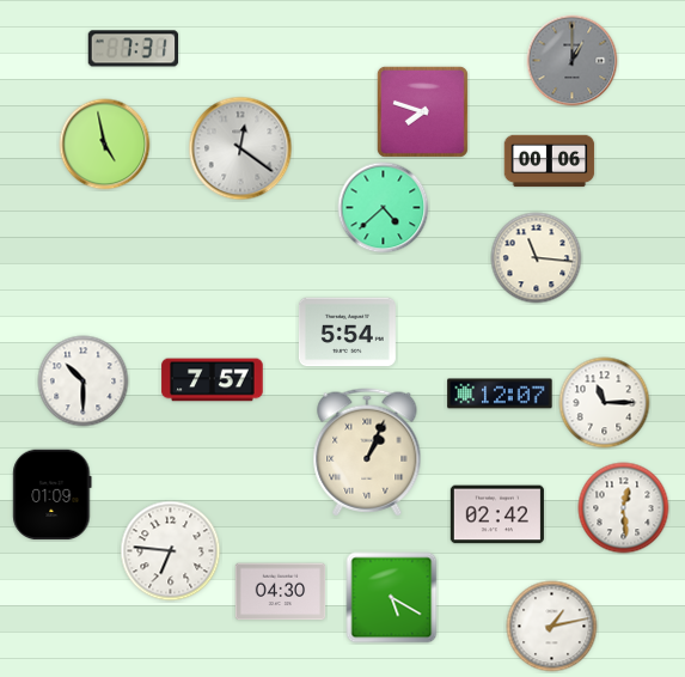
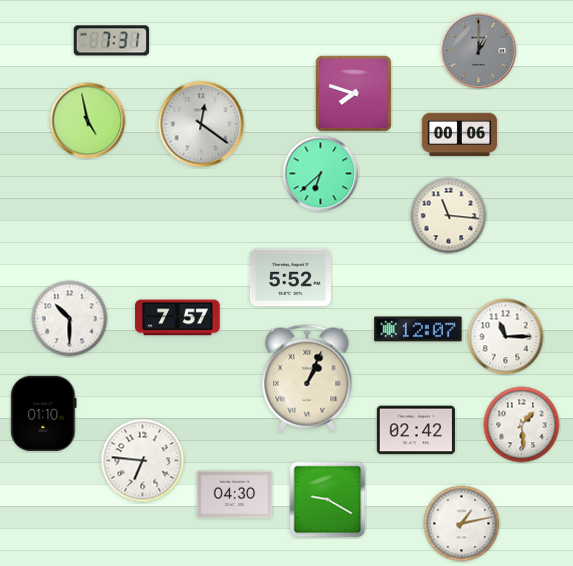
clock at (384, 208): 4:38 -> 6:38
clock at (347, 333): 5:54 -> 5:52
clock at (53, 495): 01:09 -> 01:10
clock at (624, 508): 12:29 -> 1:29
clock at (392, 598): 5:20 -> 9:20
